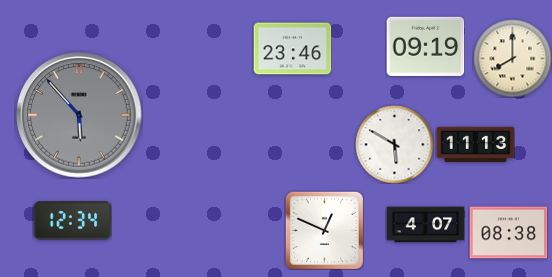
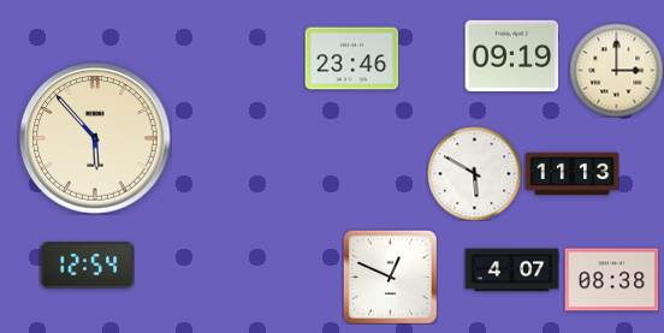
clock at (512, 58): 8:00 -> 3:00
clock at (79, 115) dial: grey -> cream
clock at (72, 221): 12:34 -> 12:54
